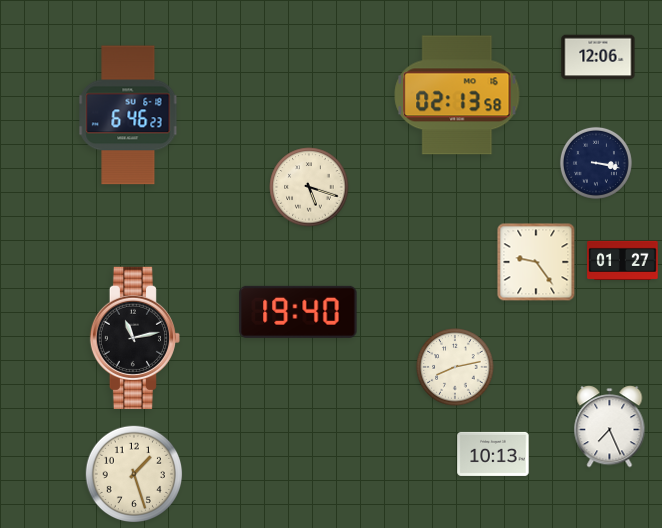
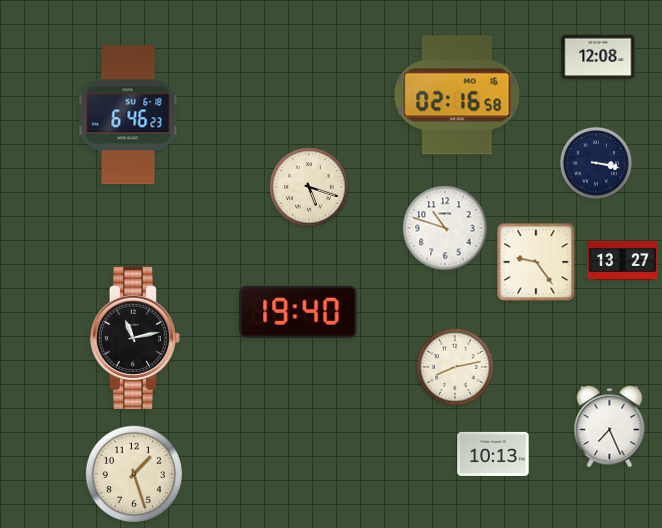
clock at (598, 57): 12:06 -> 12:08
clock at (457, 95): 02:13 -> 02:16
clock at (445, 228): none -> 10:48
clock at (623, 260): 01:27 -> 13:27
